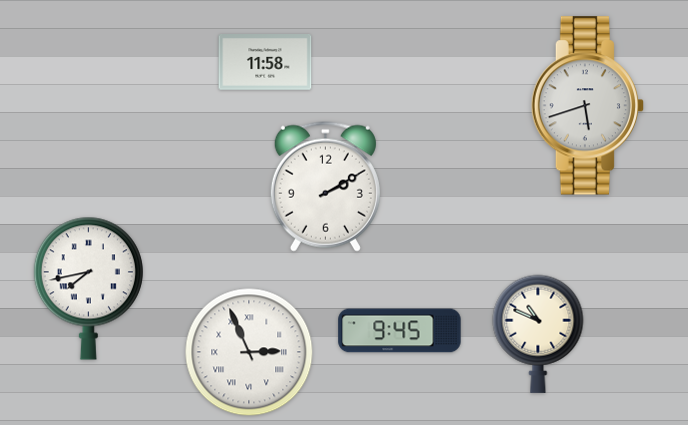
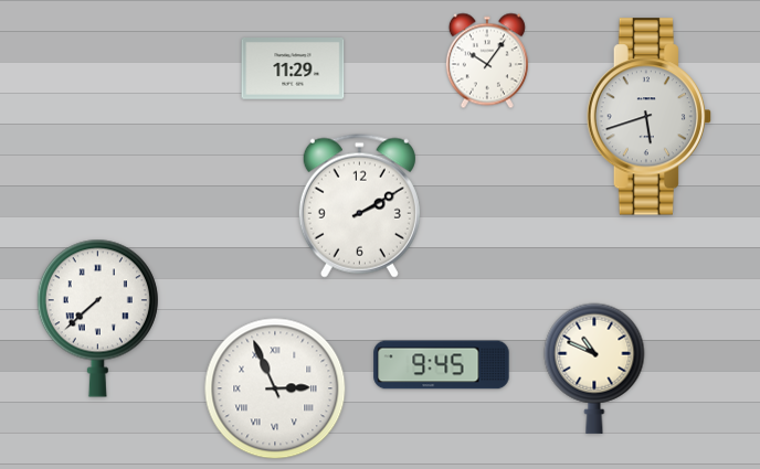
clock at (487, 61): none -> 10:06
clock at (265, 62): 11:58 -> 11:29
clock at (88, 288): 7:43 -> 7:38
